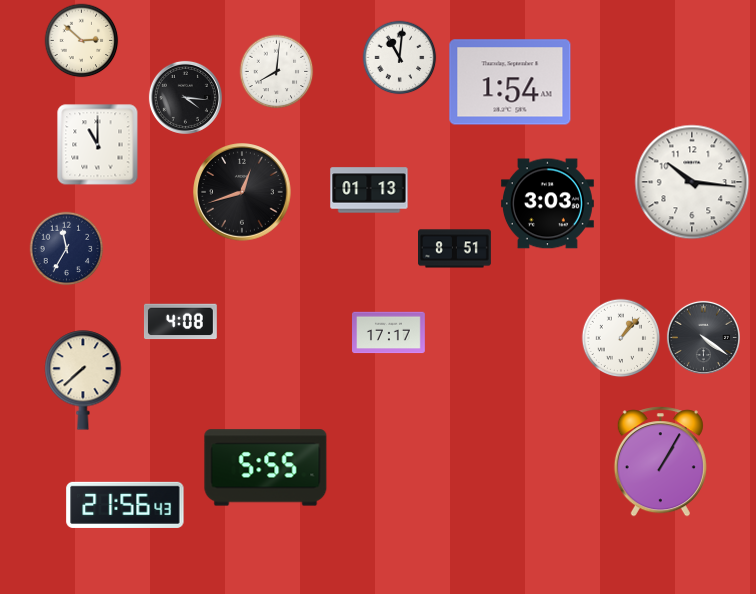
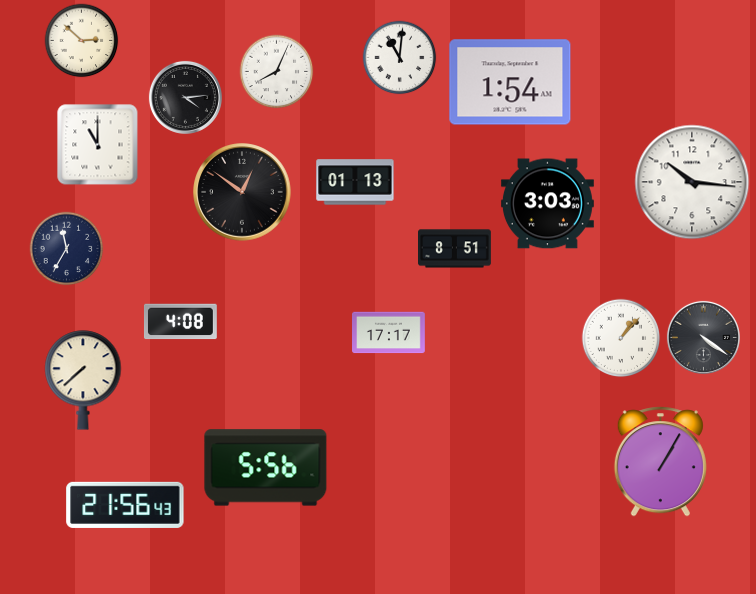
clock at (277, 72): 8:01 -> 8:04
clock at (185, 97): 4:16 -> 4:14
clock at (369, 190) position: (369, 190) -> (355, 182)
clock at (242, 192): 12:42 -> 12:51
clock at (266, 468): 5:55 -> 5:56
